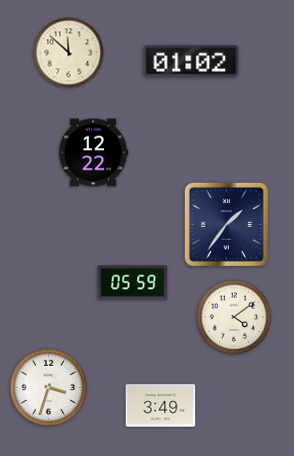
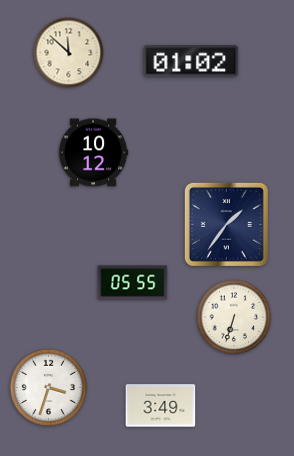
clock at (93, 153): 12:22 -> 10:12
clock at (133, 283): 05:59 -> 05:55
clock at (234, 317): 4:09 -> 6:33
